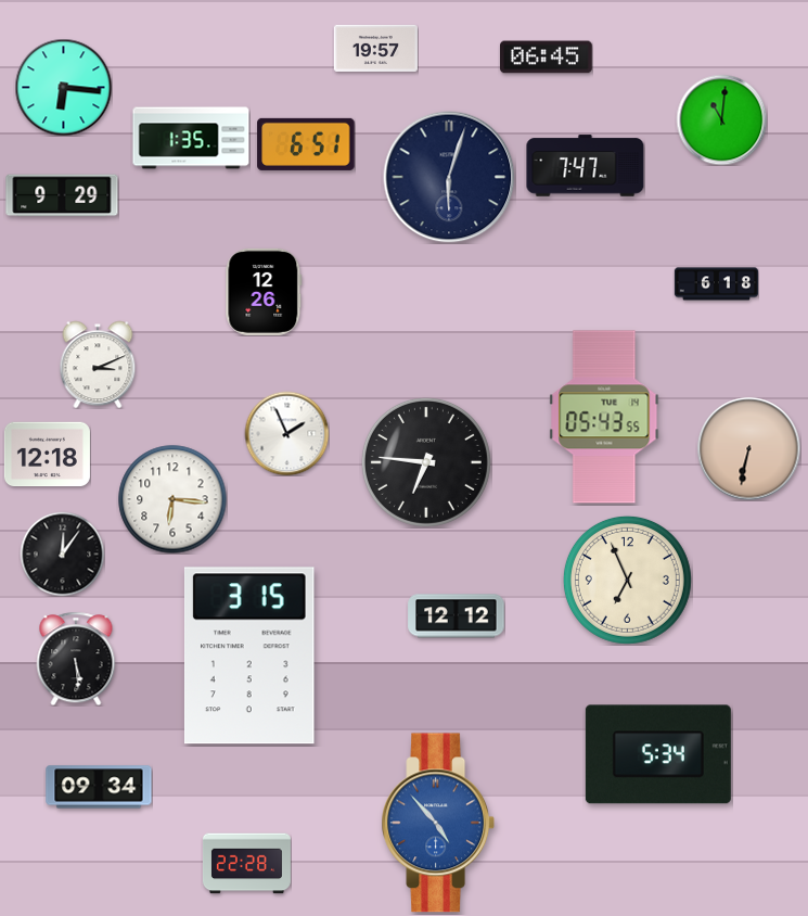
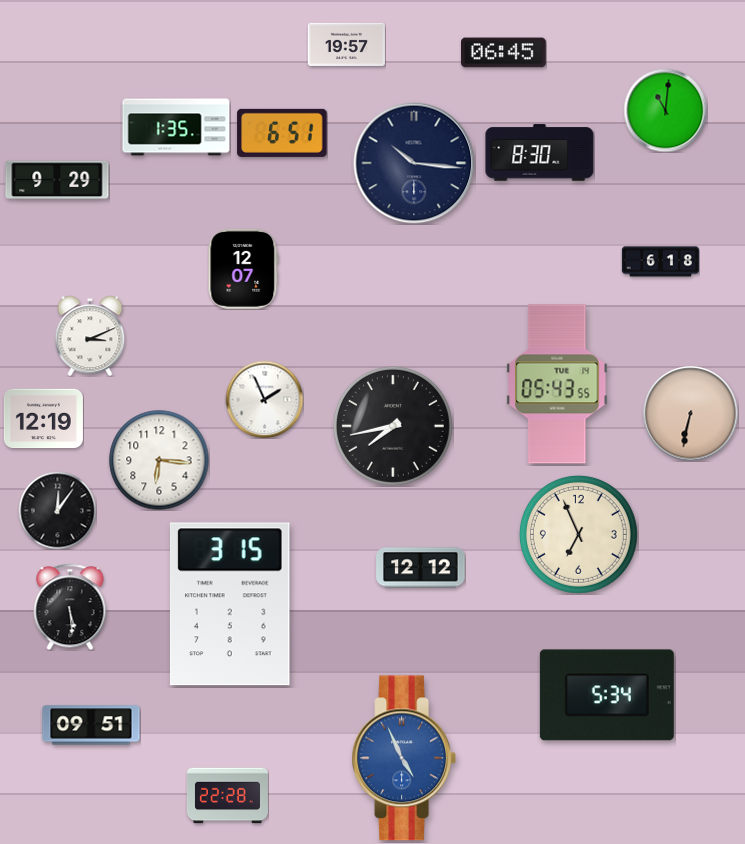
clock at (63, 87): 6:16 -> none
clock at (586, 166): 7:47 -> 8:30
clock at (449, 177): 6:03 -> 10:16
clock at (264, 292): 12:26 -> 12:07
clock at (47, 455): 12:18 -> 12:19
clock at (426, 462): 6:46 -> 7:43
clock at (99, 787): 09:34 -> 09:51
clock at (437, 823): 4:53 -> 4:56
